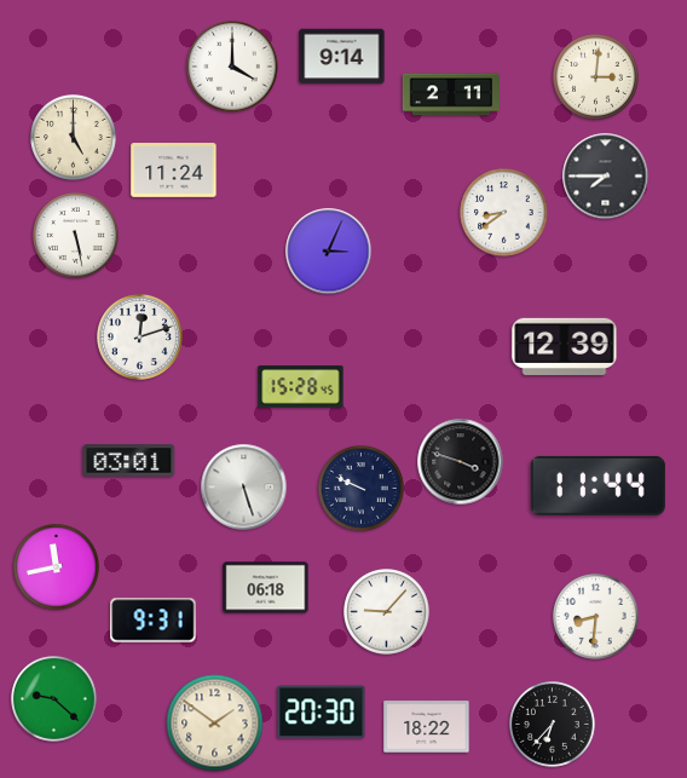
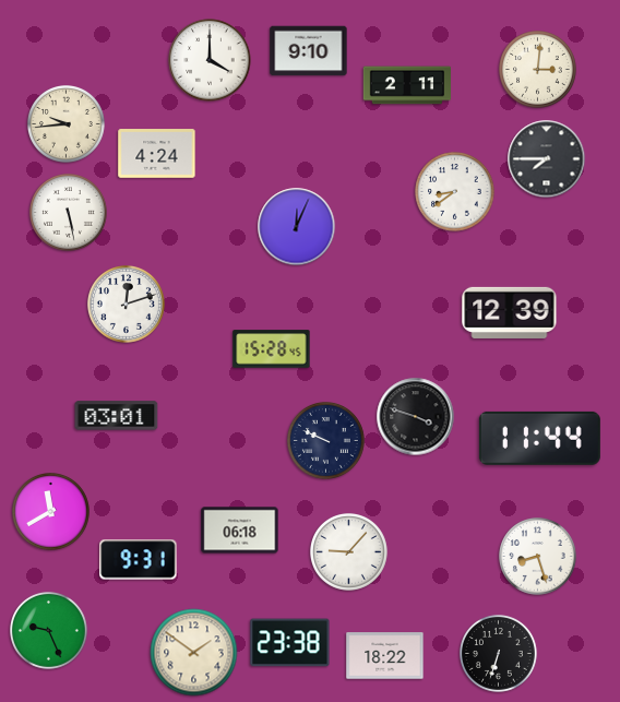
clock at (342, 57): 9:14 -> 9:10
clock at (74, 138): 5:00 -> 9:44
clock at (174, 171): 11:24 -> 4:24
clock at (329, 252): 3:04 -> 12:04
clock at (244, 488): 5:27 -> none
clock at (57, 567): 11:43 -> 11:40
clock at (596, 617): 8:31 -> 8:27
clock at (54, 699): 9:22 -> 9:26
clock at (322, 713): 20:30 -> 23:38
clock at (553, 725): 6:37 -> 6:33
